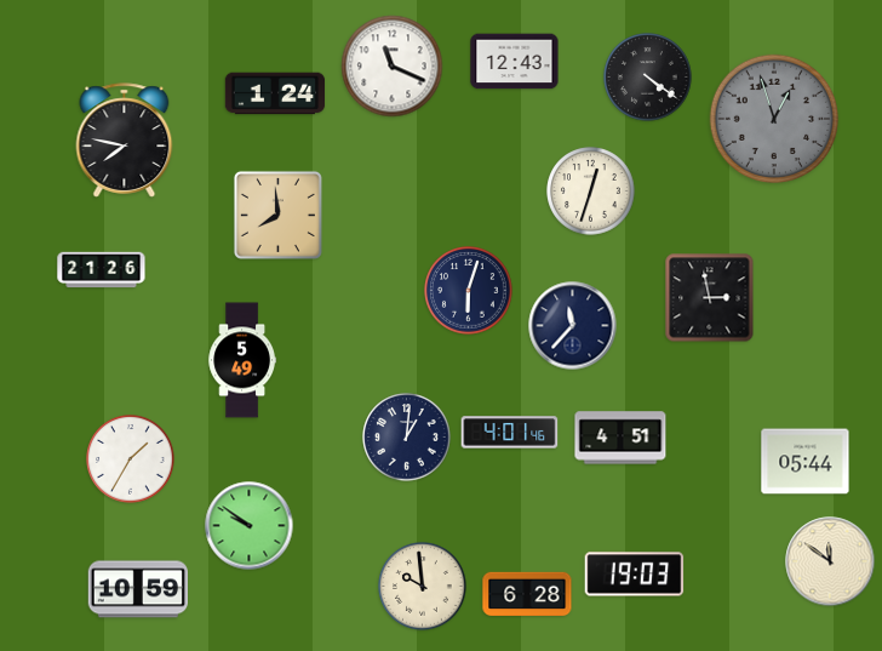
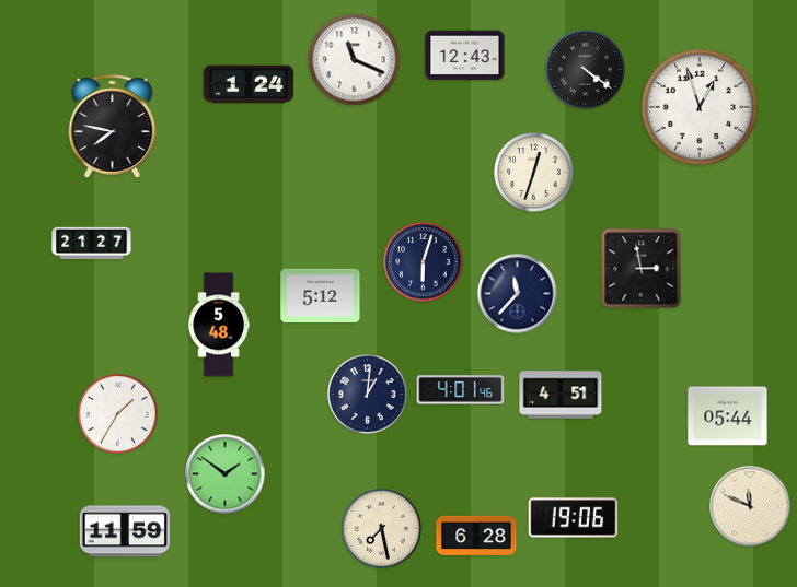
clock at (774, 119) dial: grey -> white
clock at (277, 215): 7:59 -> none
clock at (102, 270): 21:26 -> 21:27
clock at (321, 296): none -> 5:12
clock at (241, 360): 5:49 -> 5:48
clock at (250, 526): 9:51 -> 1:51
clock at (830, 561): 11:51 -> 11:49
clock at (635, 575): 19:03 -> 19:06
clock at (423, 587): 9:59 -> 7:28
clock at (137, 589): 10:59 -> 11:59
